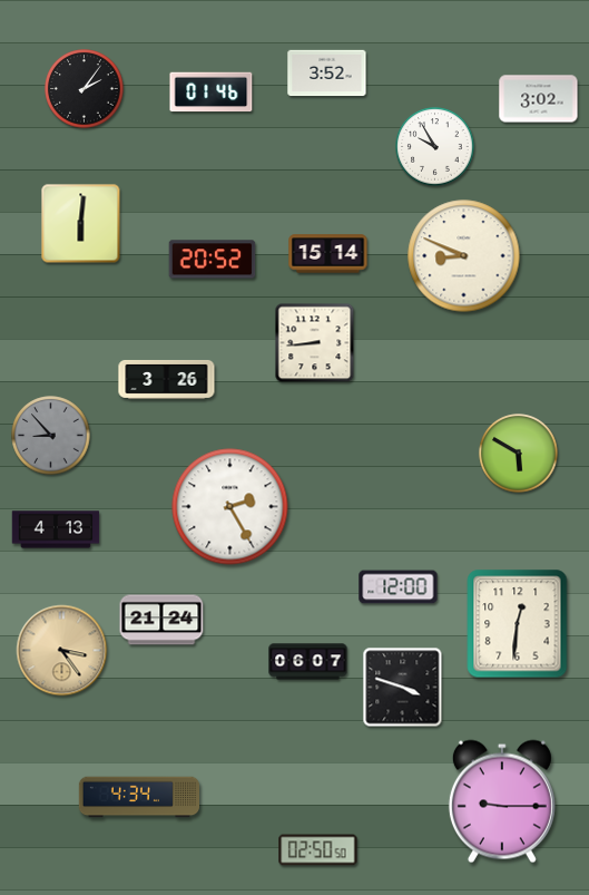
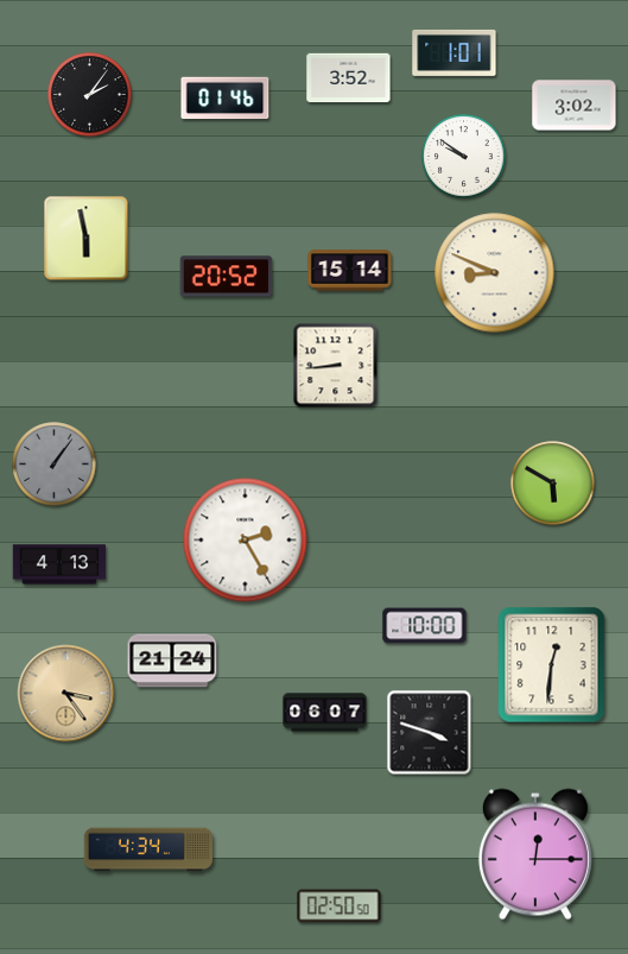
clock at (455, 52): none -> 1:01
clock at (435, 147): 9:55 -> 9:51
clock at (81, 224): 6:01 -> 5:58
clock at (167, 379): 3:26 -> none
clock at (51, 436): 8:53 -> 1:06
clock at (399, 587): 12:00 -> 10:00
clock at (308, 662) position: (308, 662) -> (325, 713)
clock at (502, 801): 9:15 -> 12:15
